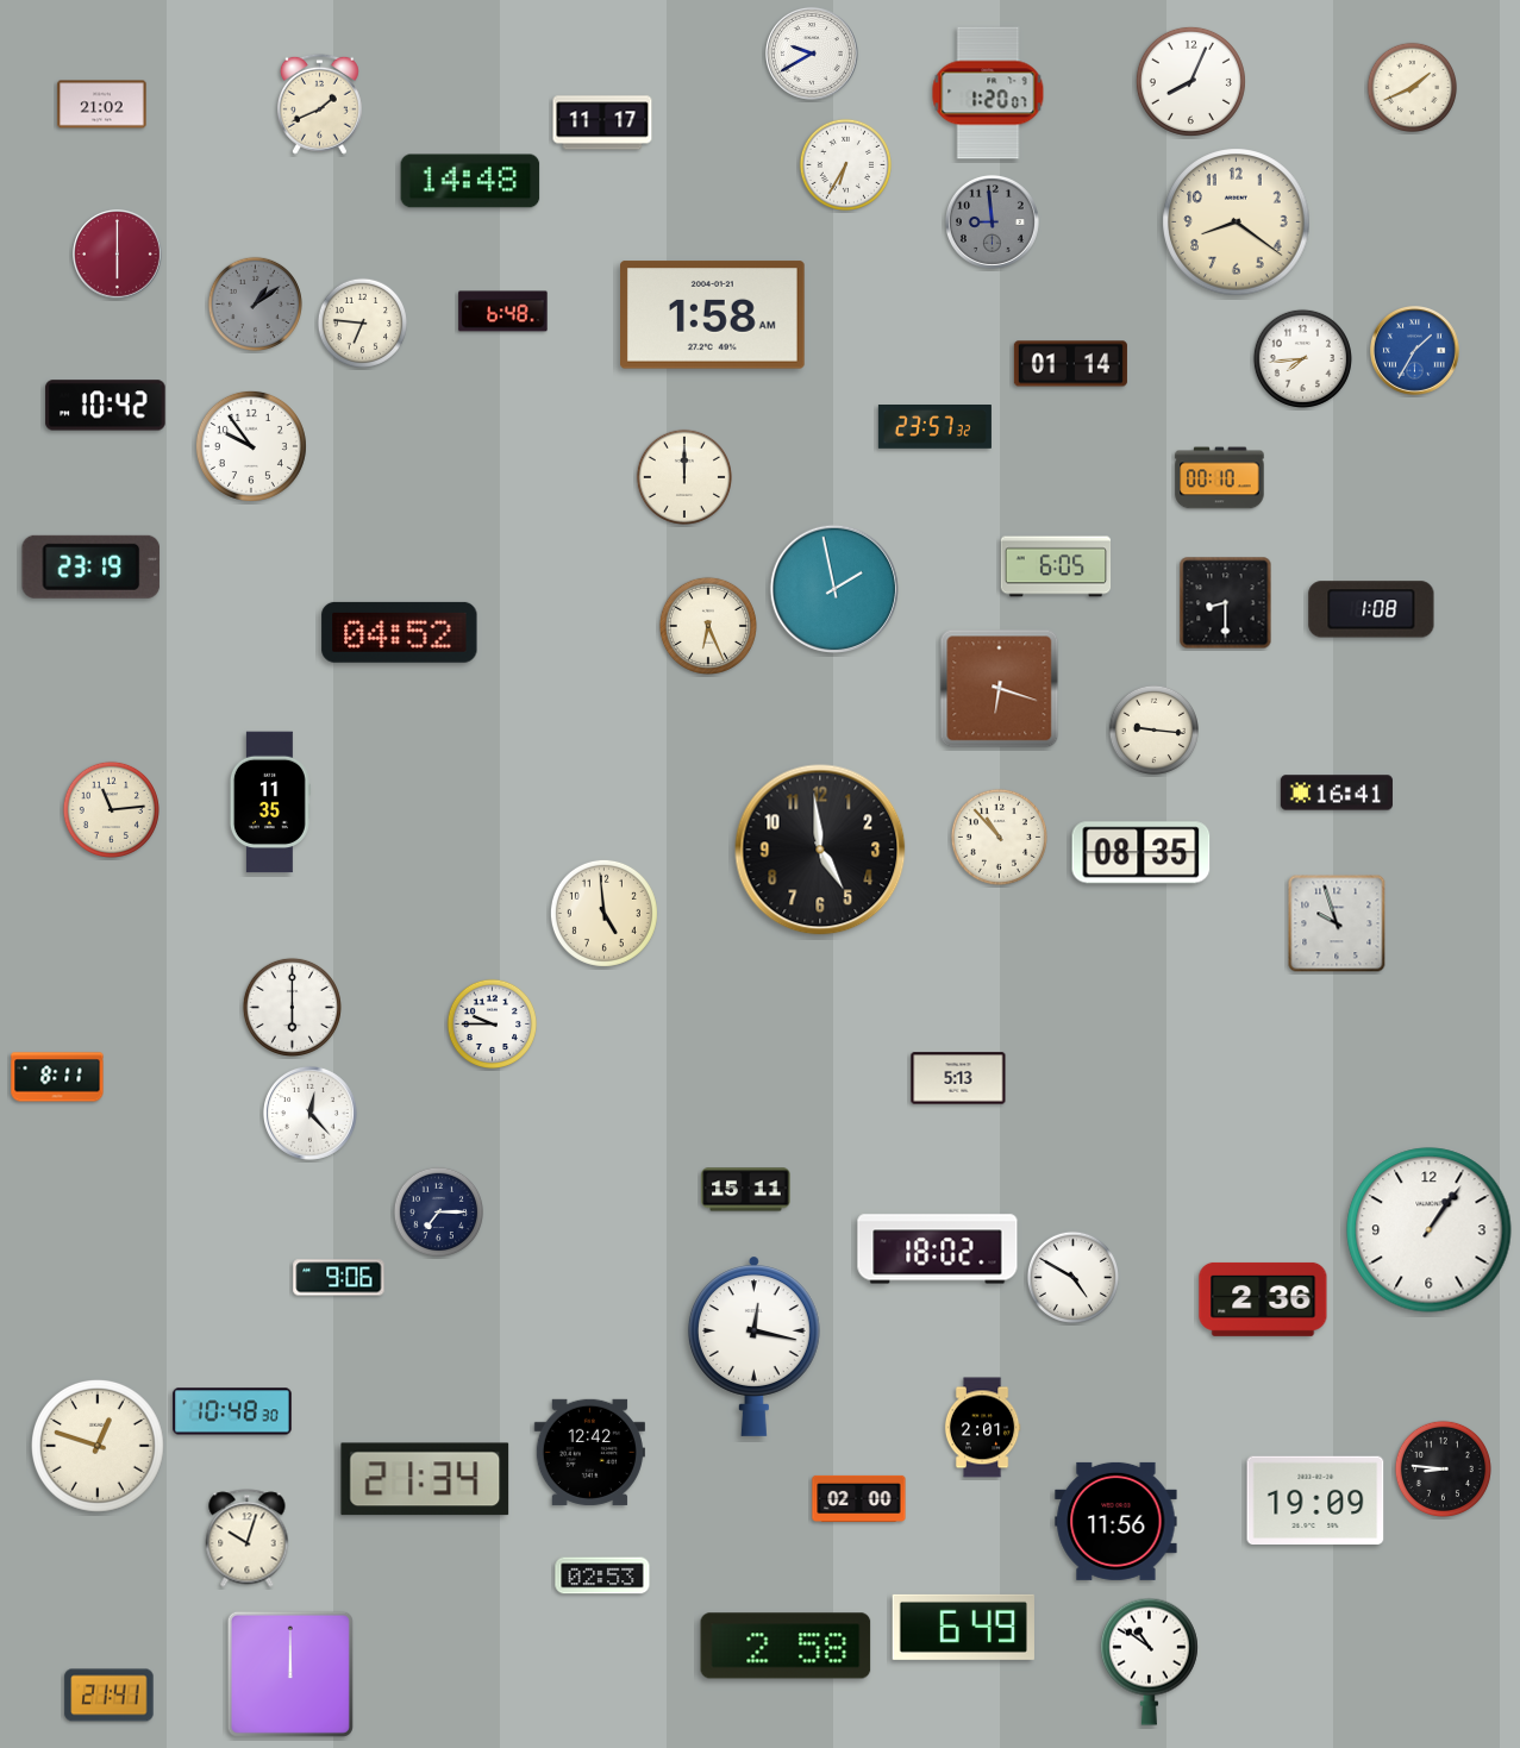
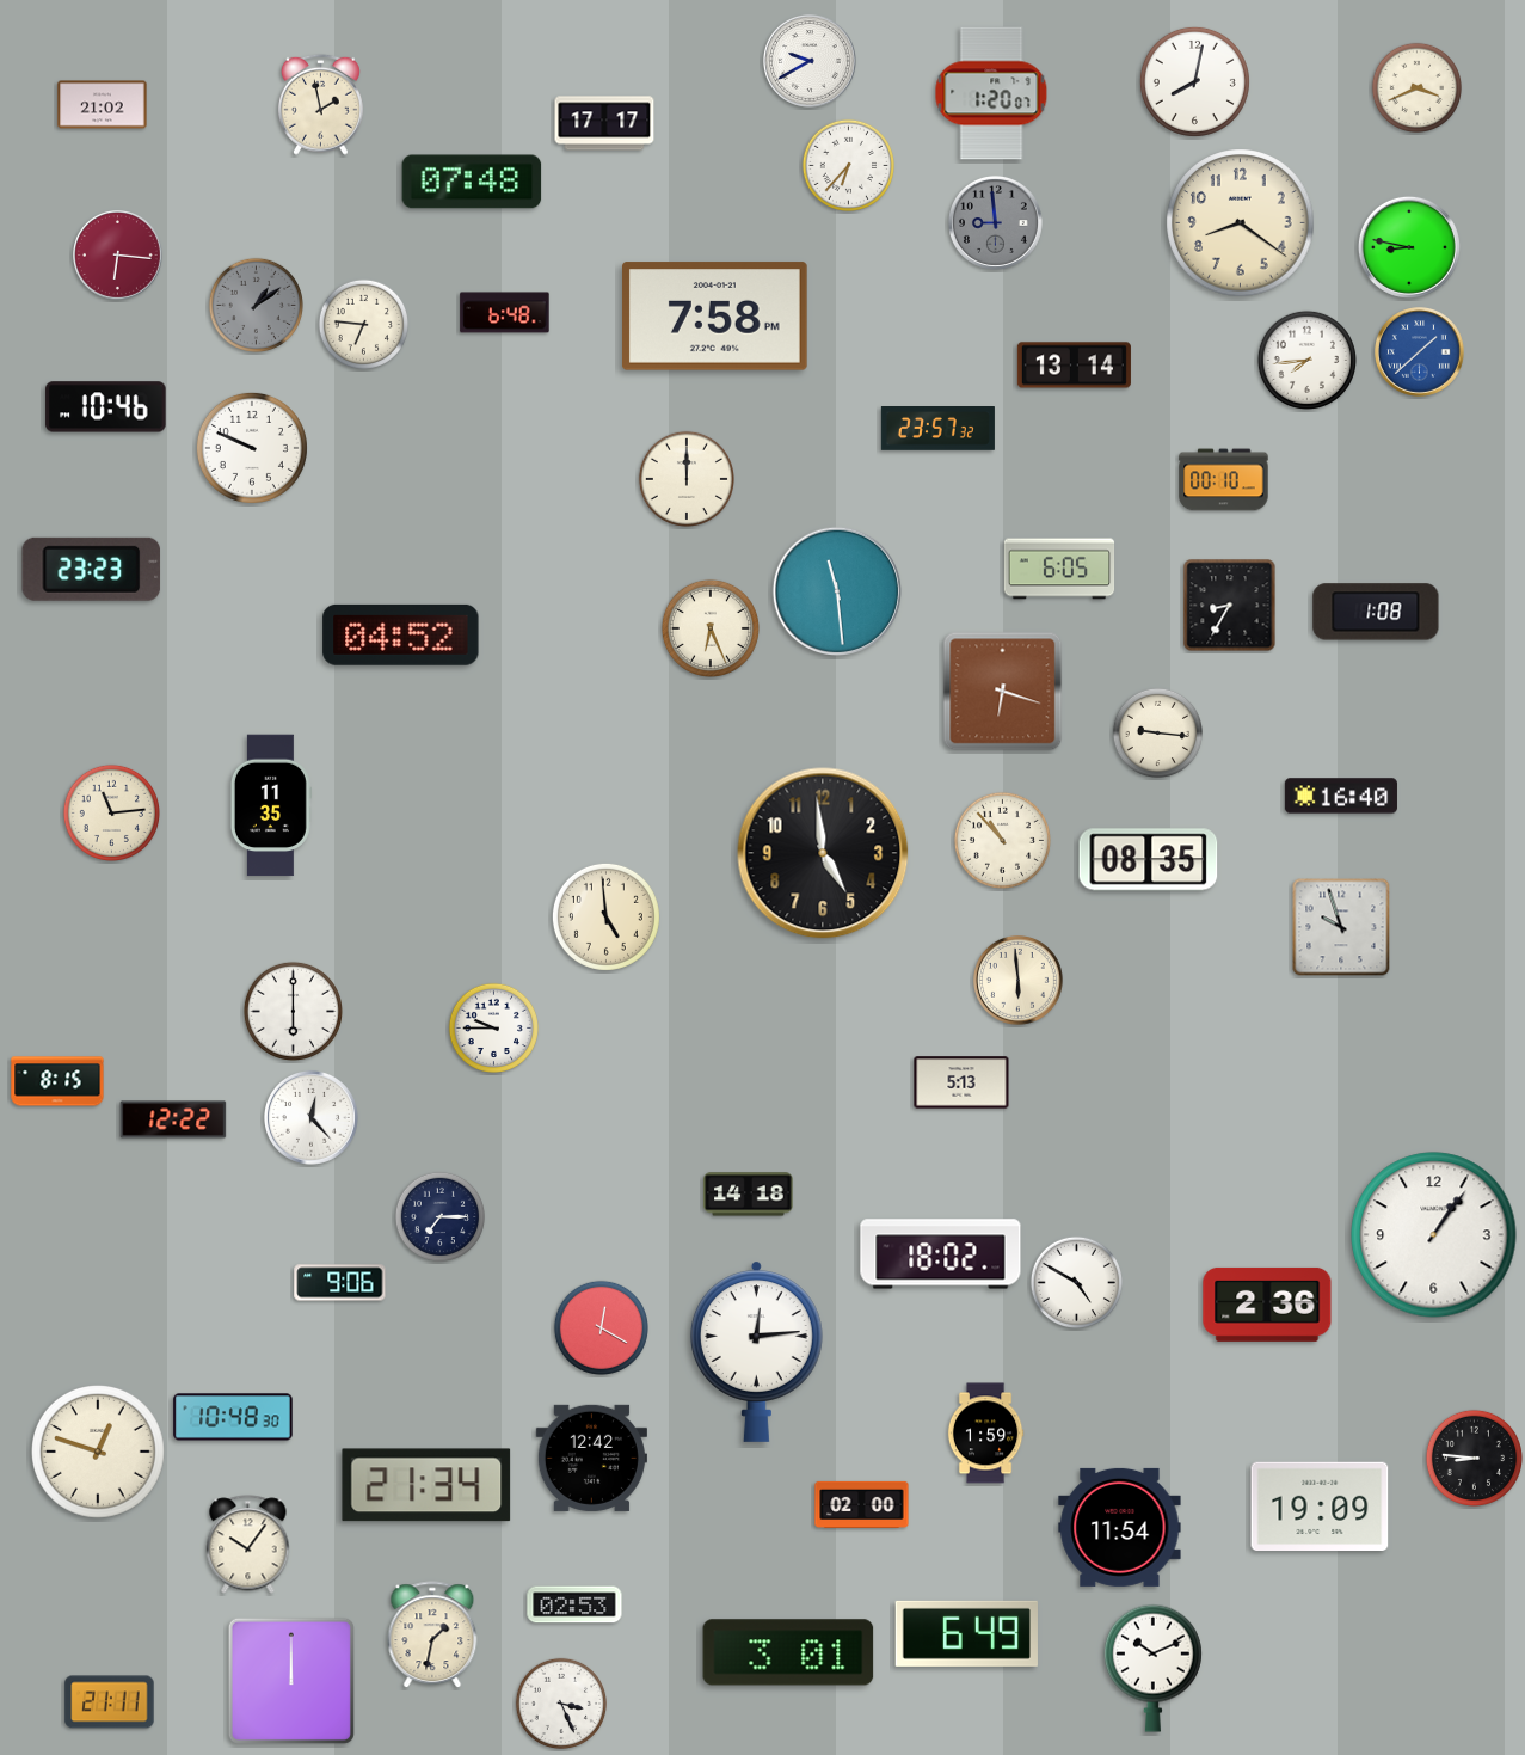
clock at (812, 54) position: (812, 54) -> (810, 61)
clock at (1190, 81): 8:04 -> 8:02
clock at (1412, 87): 1:41 -> 3:41
clock at (319, 104): 1:41 -> 1:58
clock at (602, 123): 11:17 -> 17:17
clock at (845, 164): 6:35 -> 6:37
clock at (470, 181): 14:48 -> 07:48
clock at (1409, 247): none -> 8:47
clock at (118, 255): 6:00 -> 6:16
clock at (713, 315): 1:58 -> 7:58
clock at (1415, 351): 1:35 -> 1:38
clock at (1070, 364): 01:14 -> 13:14
clock at (106, 406): 10:42 -> 10:46
clock at (251, 446): 9:54 -> 9:49
clock at (92, 566): 23:19 -> 23:23
clock at (833, 588): 1:58 -> 11:29
clock at (1226, 603): 8:30 -> 8:35
clock at (1337, 792): 16:41 -> 16:40
clock at (1141, 853) position: (1141, 853) -> (1149, 860)
clock at (1019, 981): none -> 5:59
clock at (57, 1077): 8:11 -> 8:15
clock at (173, 1119): none -> 12:22
clock at (746, 1190): 15:11 -> 14:18
clock at (601, 1327): none -> 12:20
clock at (753, 1346): 12:17 -> 12:14
clock at (982, 1428): 2:01 -> 1:59
clock at (1443, 1468) position: (1443, 1468) -> (1474, 1458)
clock at (1116, 1521): 11:56 -> 11:54
clock at (248, 1539): 10:03 -> 10:06
clock at (602, 1575) position: (602, 1575) -> (574, 1604)
clock at (432, 1636): none -> 1:32
clock at (786, 1646): 2:58 -> 3:01
clock at (1149, 1661): 10:51 -> 10:11
clock at (110, 1696): 21:41 -> 21:11
clock at (560, 1702): none -> 3:26
